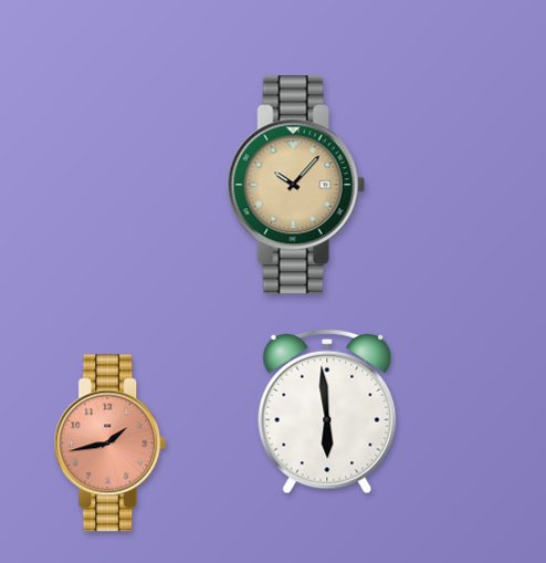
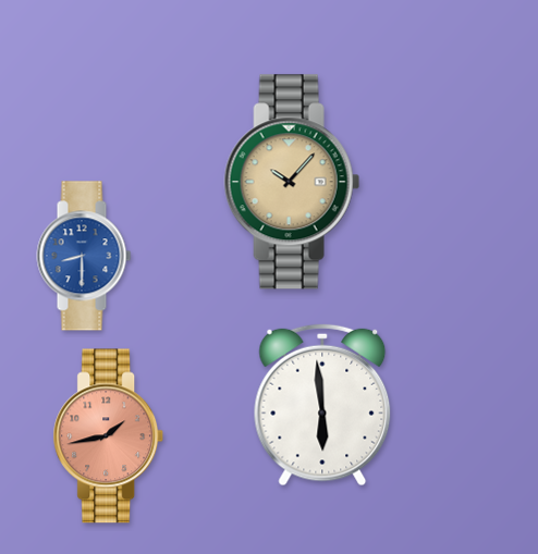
clock at (84, 256): none -> 8:30
